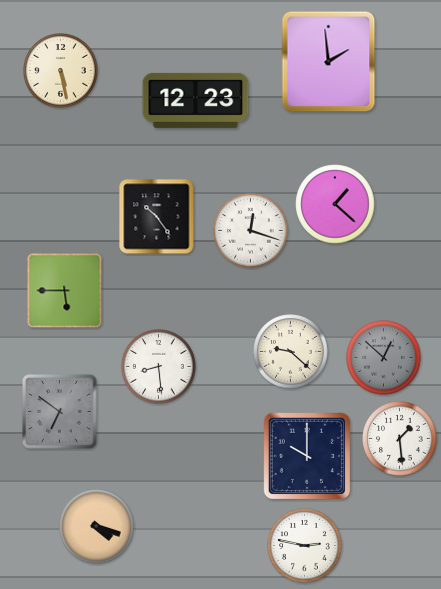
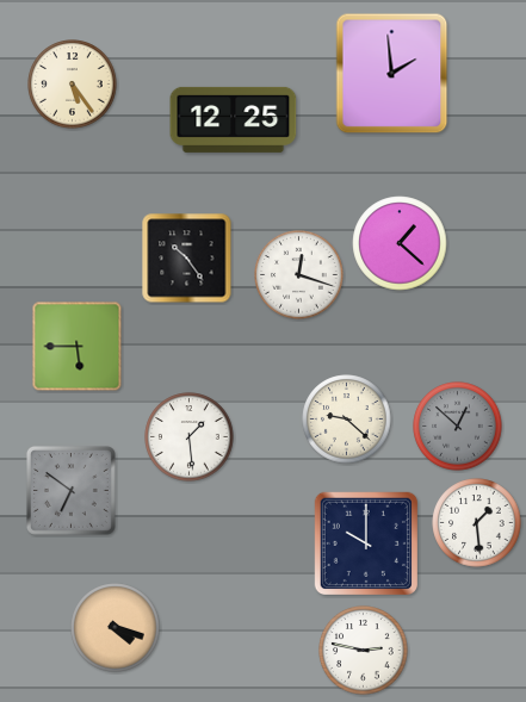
clock at (61, 71): 5:28 -> 5:24
clock at (196, 100): 12:23 -> 12:25
clock at (159, 367): 8:29 -> 1:29
